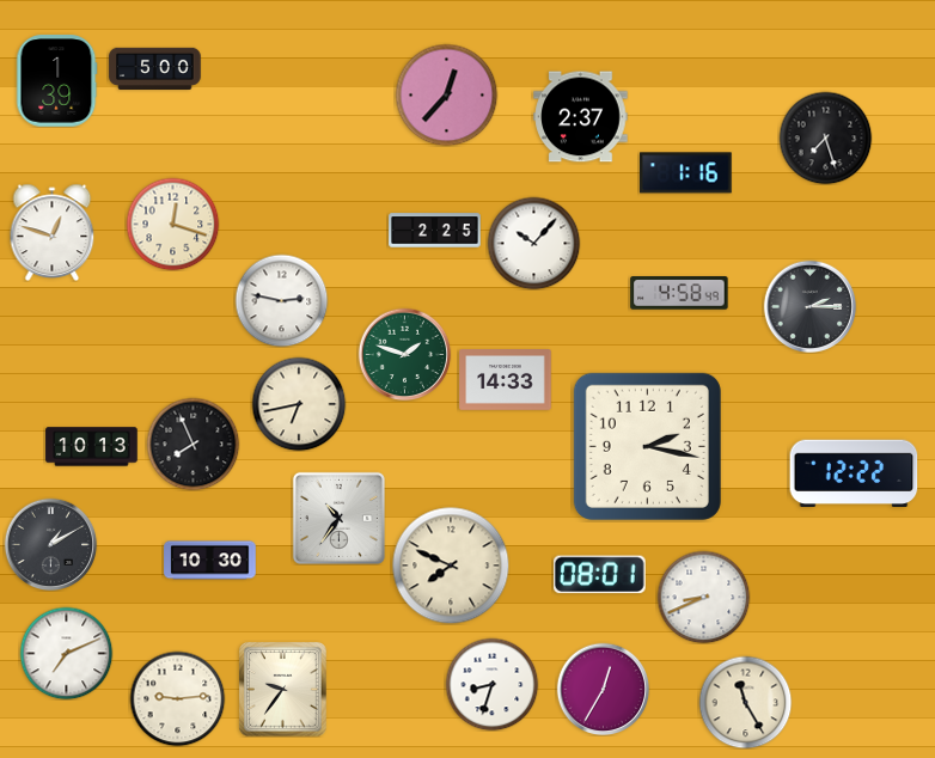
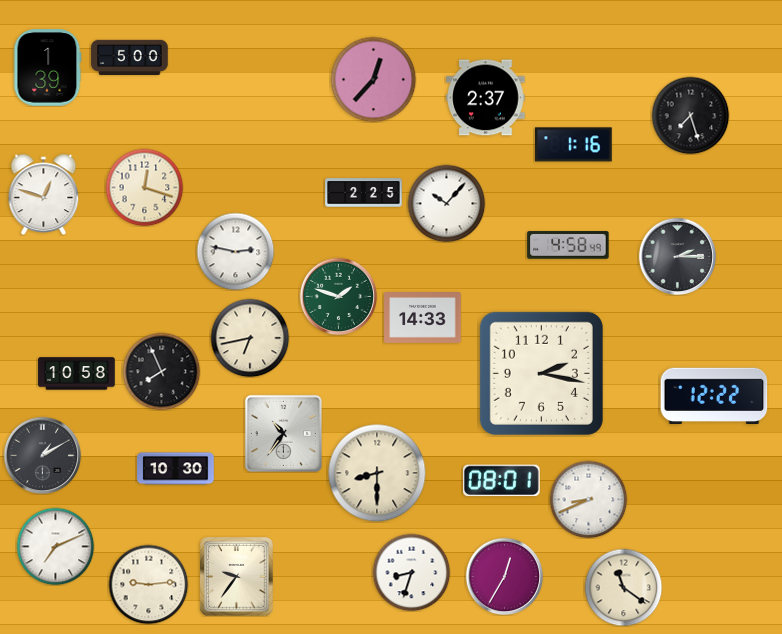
clock at (92, 447): 10:13 -> 10:58
clock at (451, 566): 7:49 -> 8:30
clock at (745, 702): 11:25 -> 11:21
